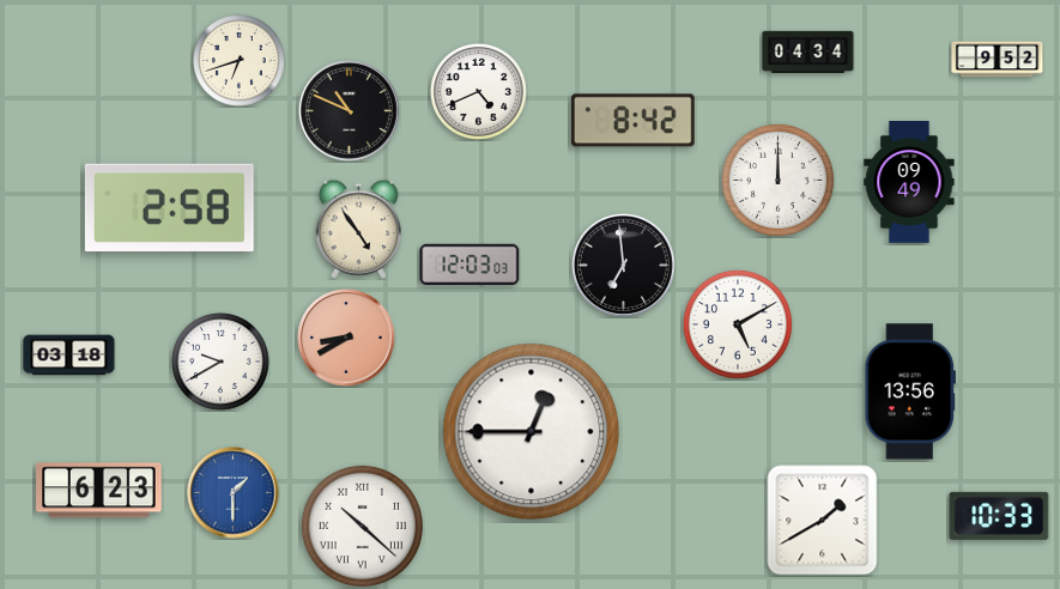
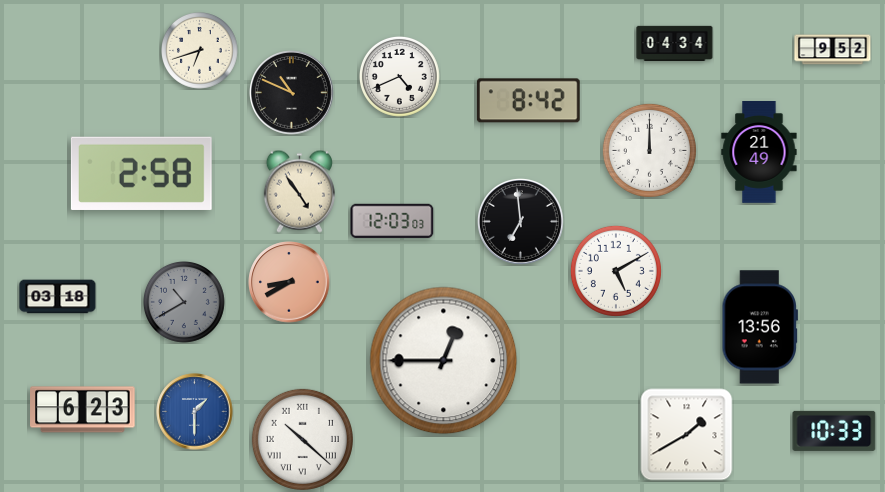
clock at (909, 183): 09:49 -> 21:49
clock at (220, 362): 9:40 -> 10:40
clock at (220, 362) dial: white -> grey
